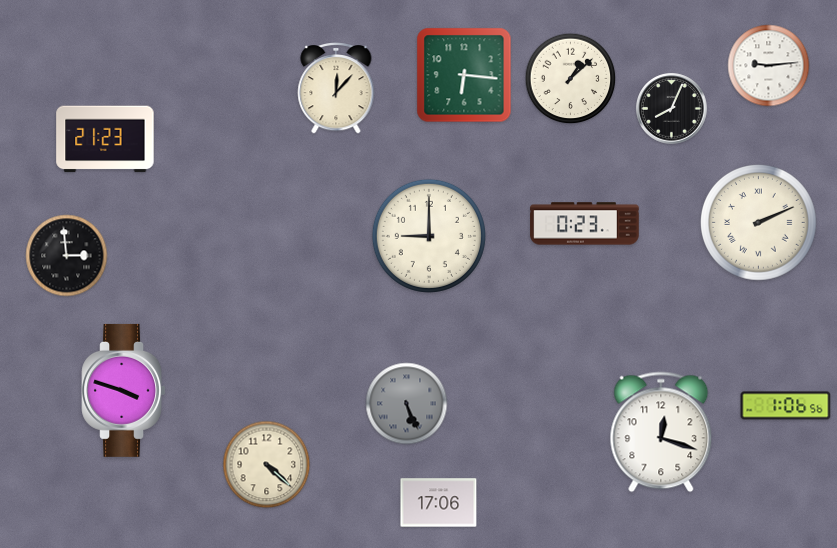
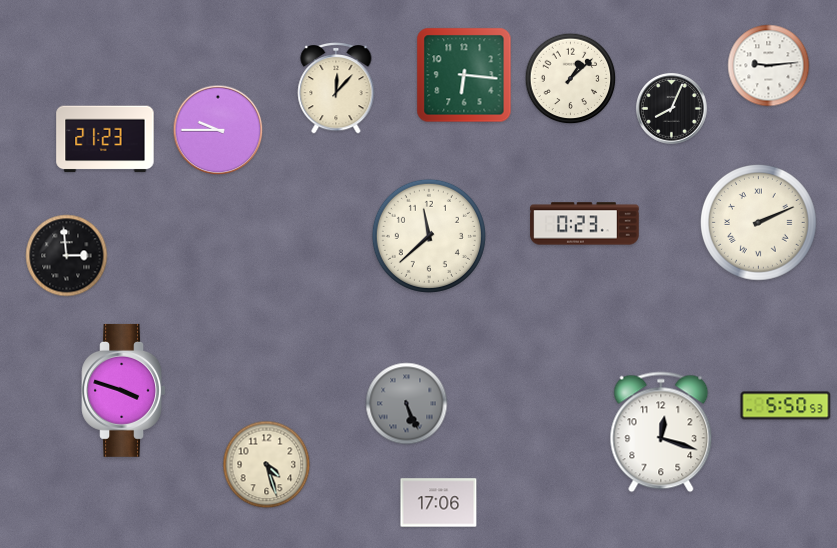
clock at (218, 130): none -> 9:45
clock at (429, 236): 9:00 -> 11:38
clock at (786, 406): 1:06 -> 5:50
clock at (267, 465): 4:22 -> 4:27
